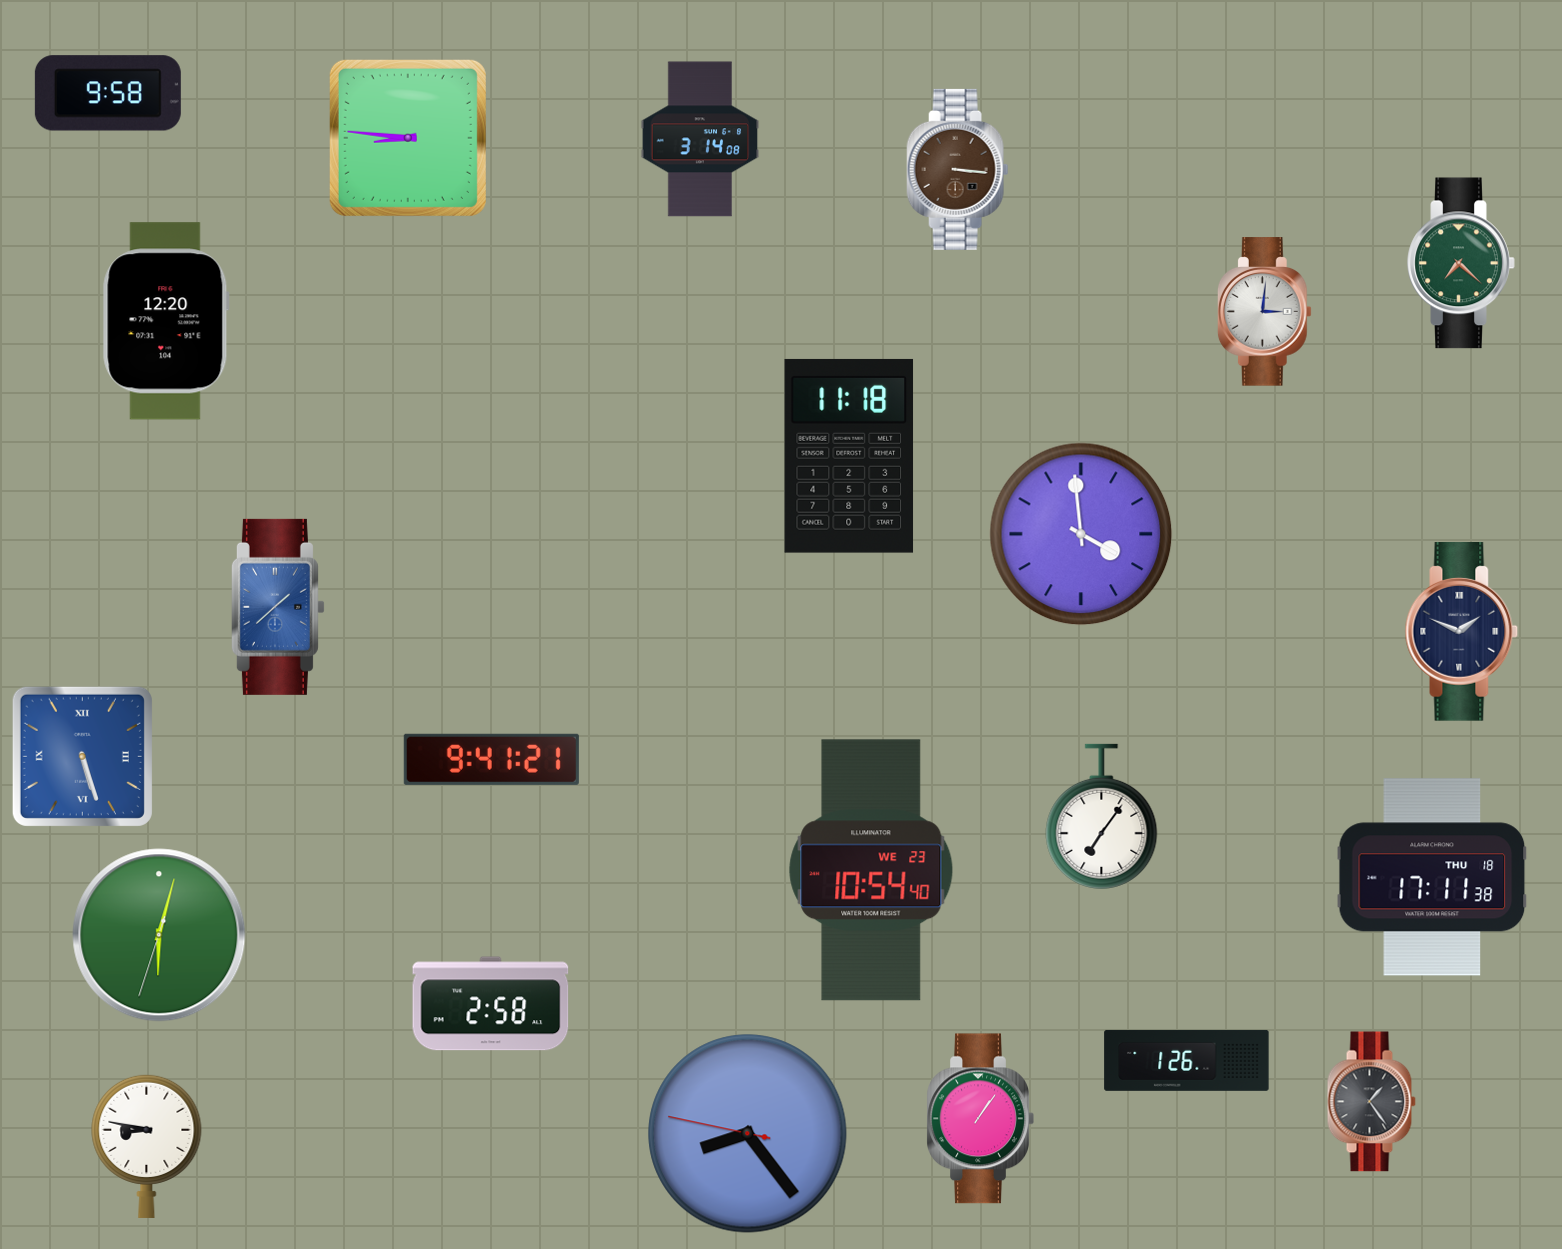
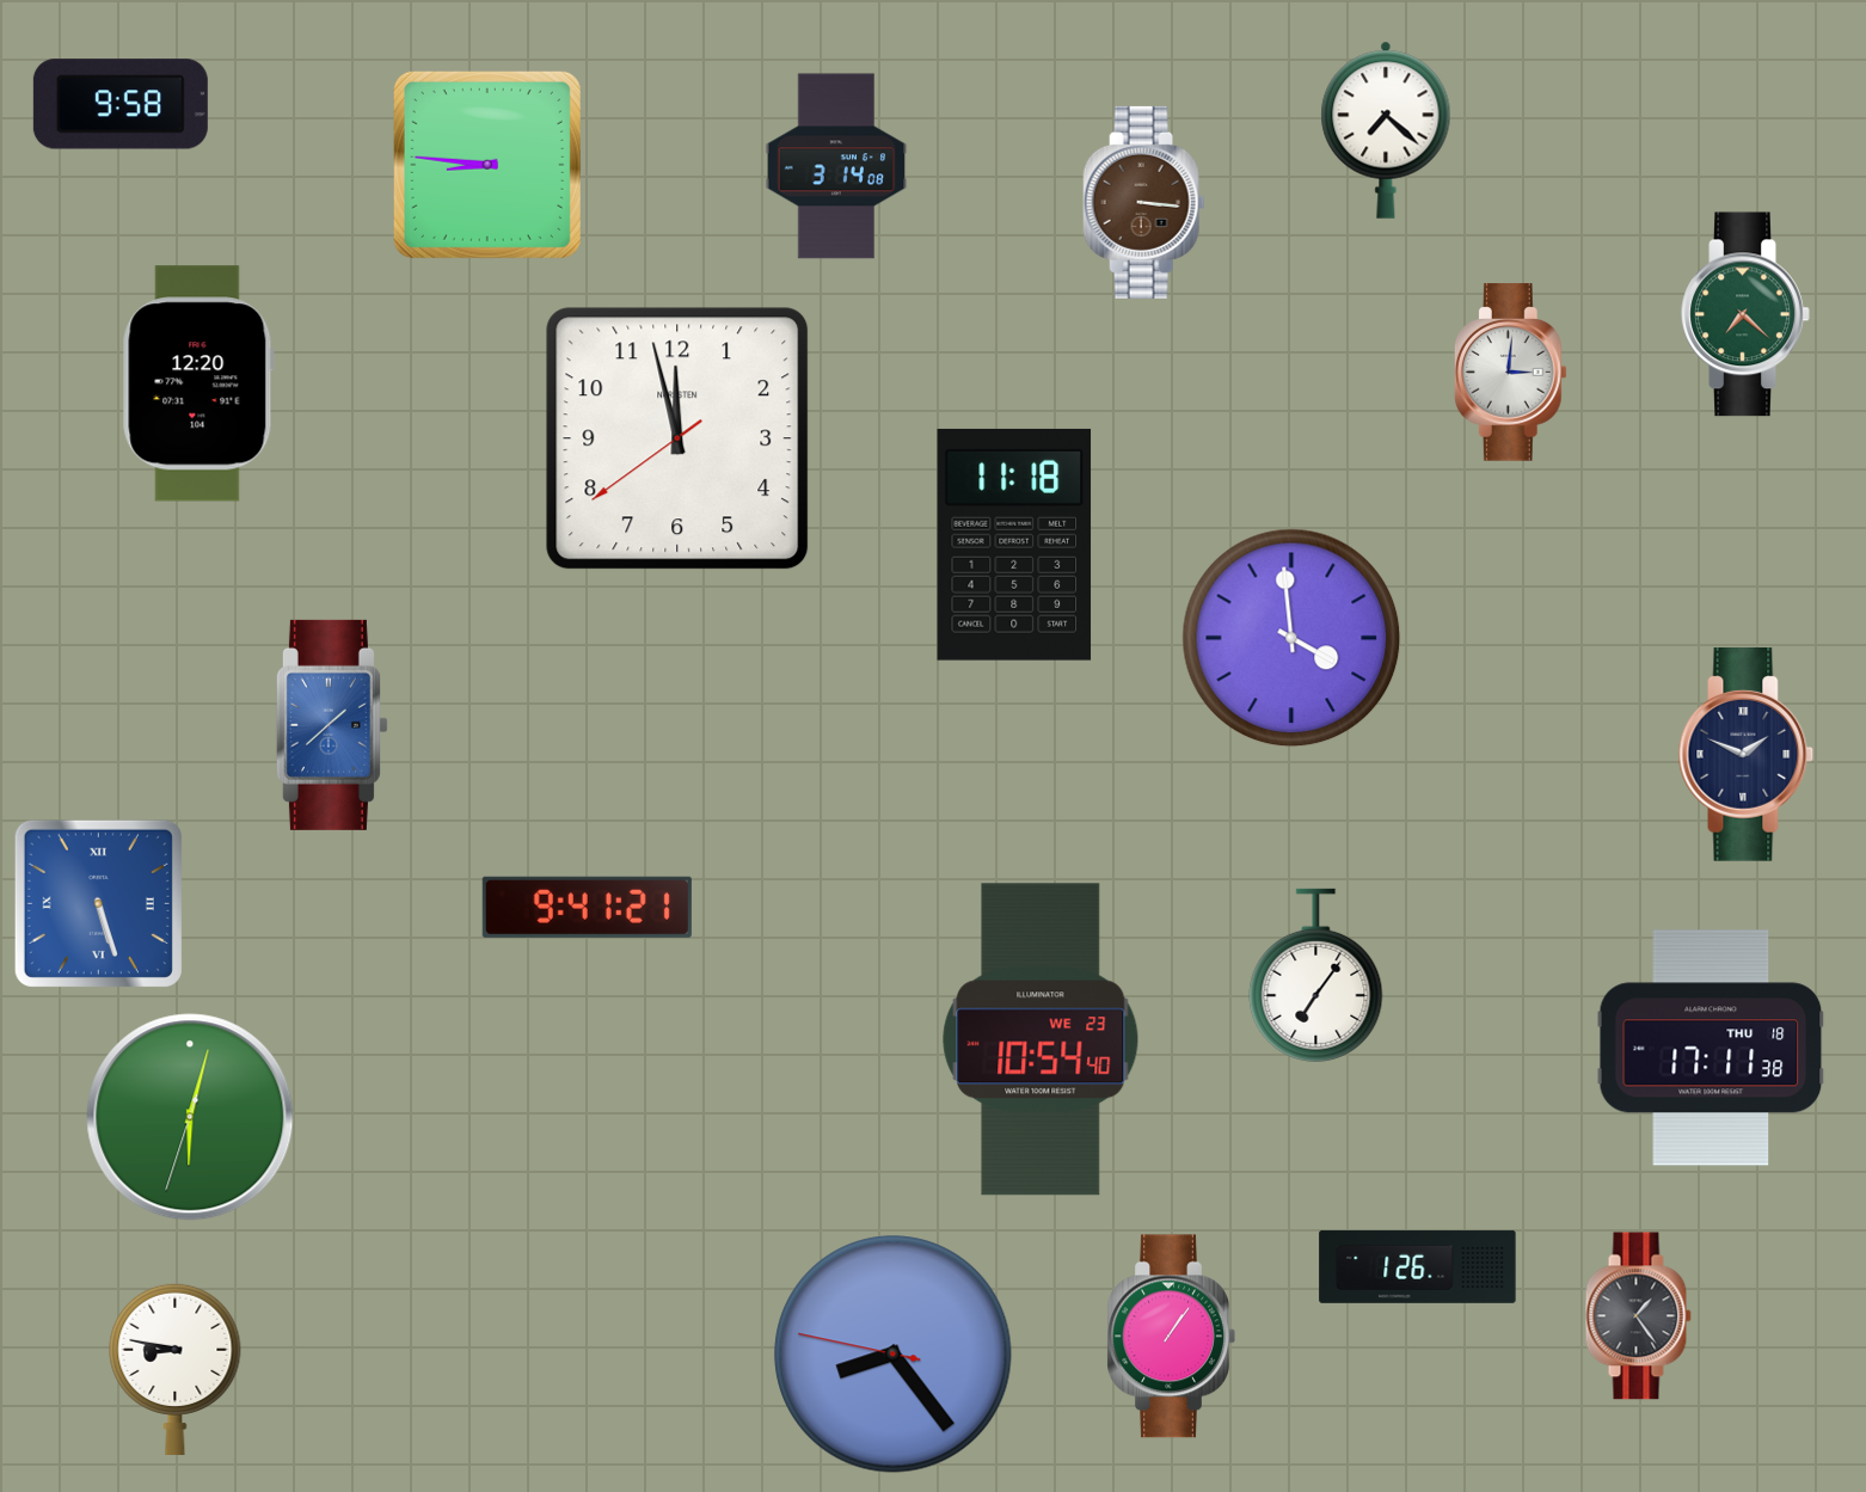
clock at (108, 93) position: (108, 93) -> (121, 104)
clock at (1386, 130): none -> 7:22
clock at (677, 438): none -> 11:57
clock at (491, 1004): 2:58 -> none
